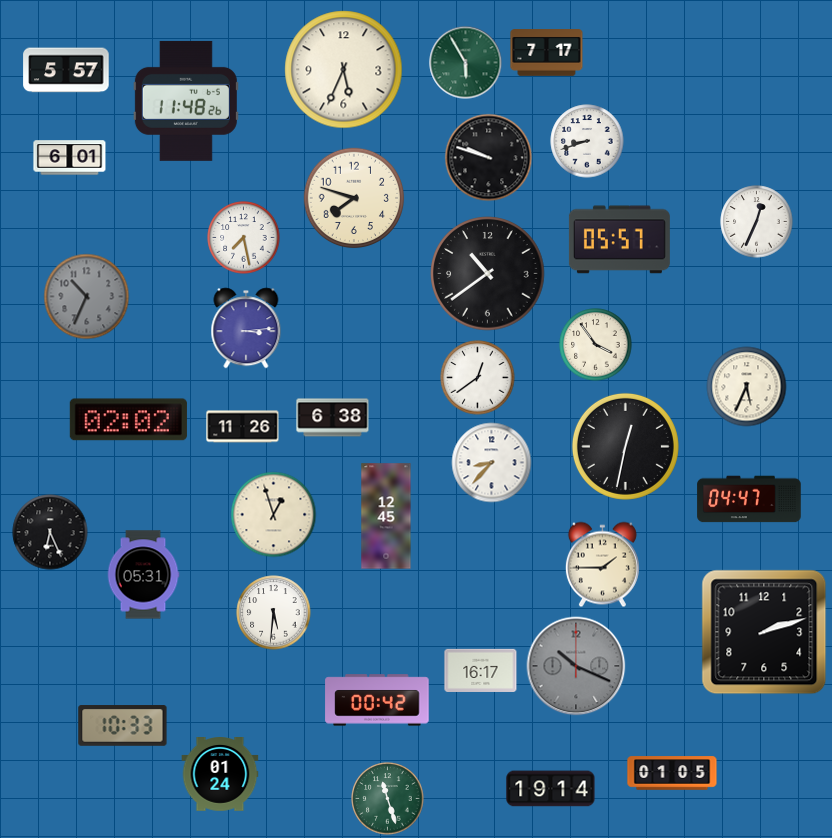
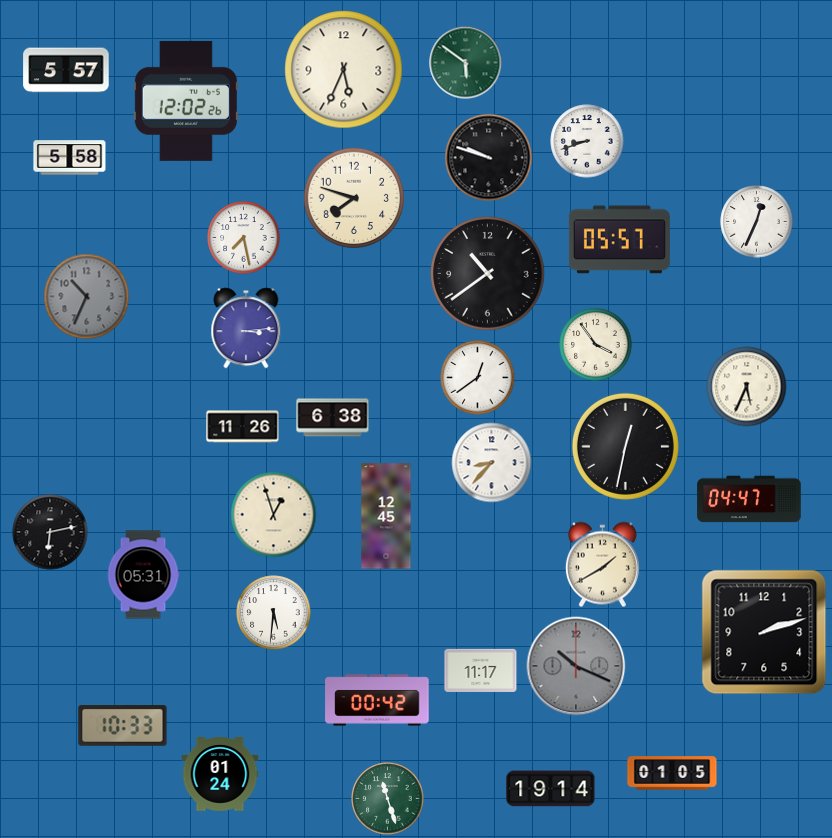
clock at (547, 53): 7:17 -> none
clock at (466, 63): 5:55 -> 5:51
clock at (186, 101): 11:48 -> 12:02
clock at (70, 158): 6:01 -> 5:58
clock at (128, 420): 02:02 -> none
clock at (50, 532): 6:26 -> 6:13
clock at (602, 565): 1:45 -> 1:40
clock at (481, 670): 16:17 -> 11:17
